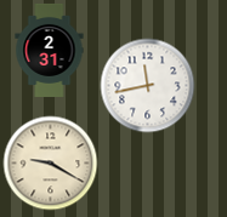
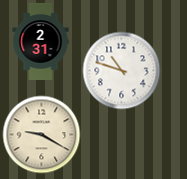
clock at (147, 85): 11:43 -> 10:48
